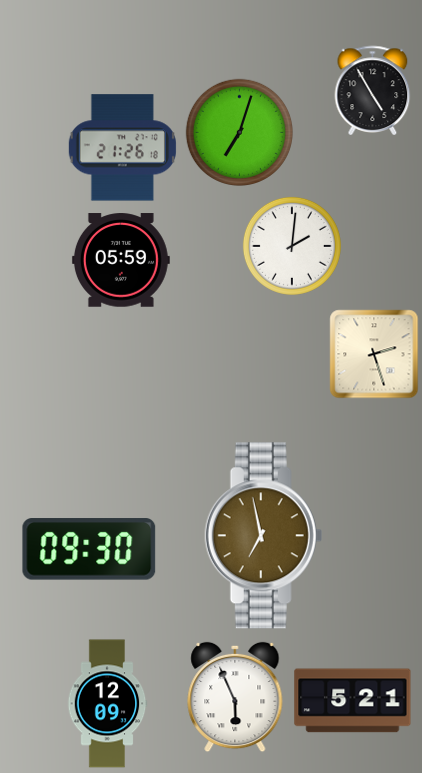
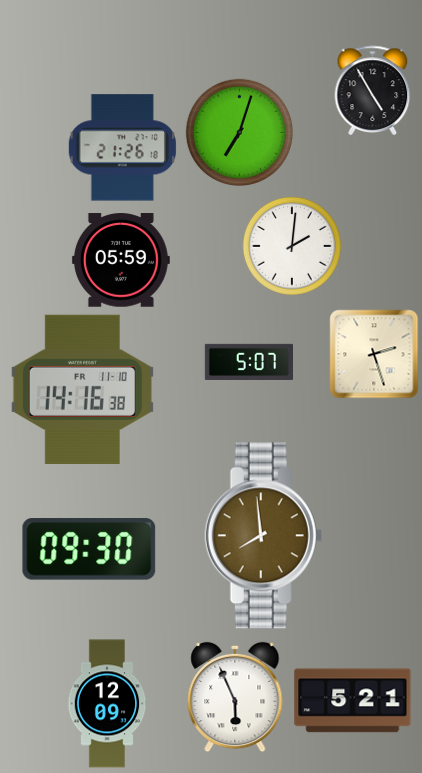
clock at (248, 362): none -> 5:07
clock at (82, 389): none -> 14:16
clock at (264, 536): 6:58 -> 7:59
